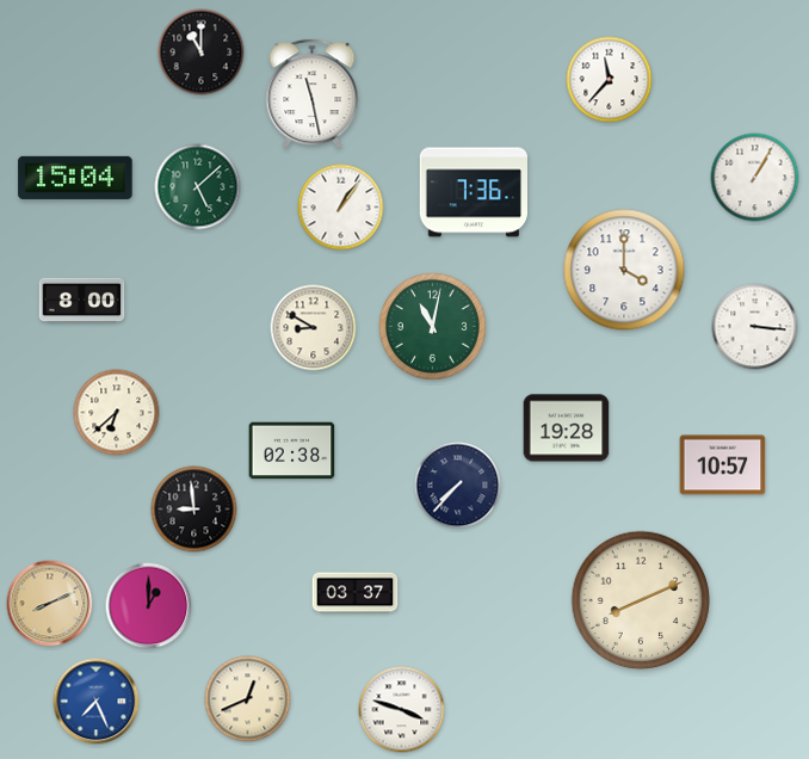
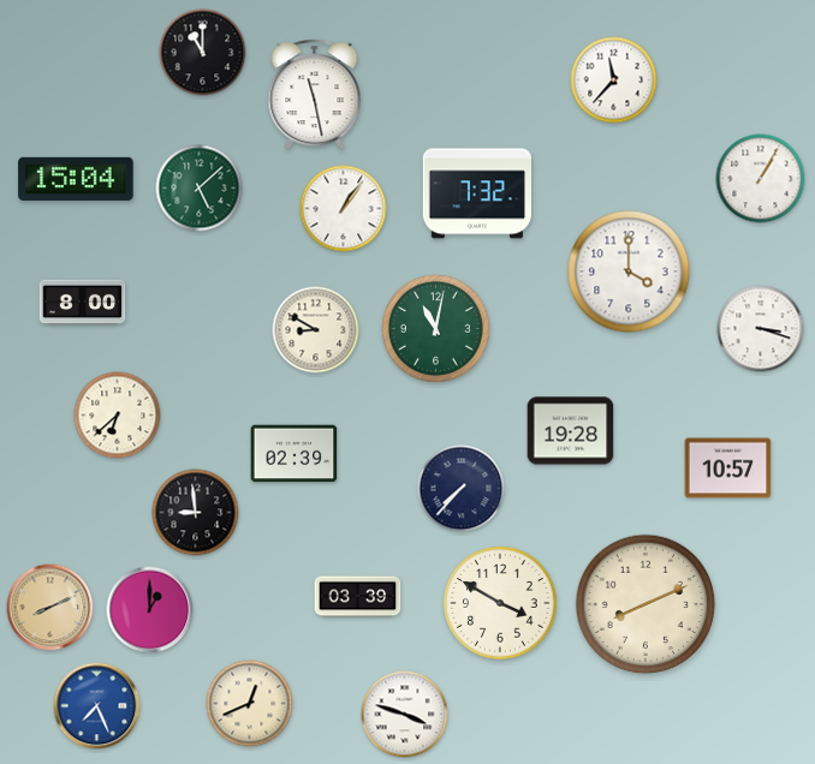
clock at (473, 192): 7:36 -> 7:32
clock at (755, 327): 3:16 -> 3:18
clock at (292, 451): 02:38 -> 02:39
clock at (356, 593): 03:37 -> 03:39
clock at (500, 603): none -> 3:50
